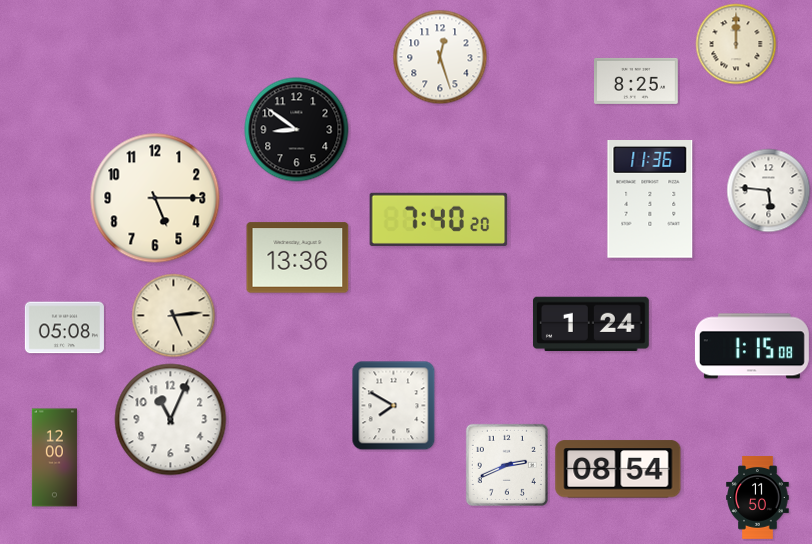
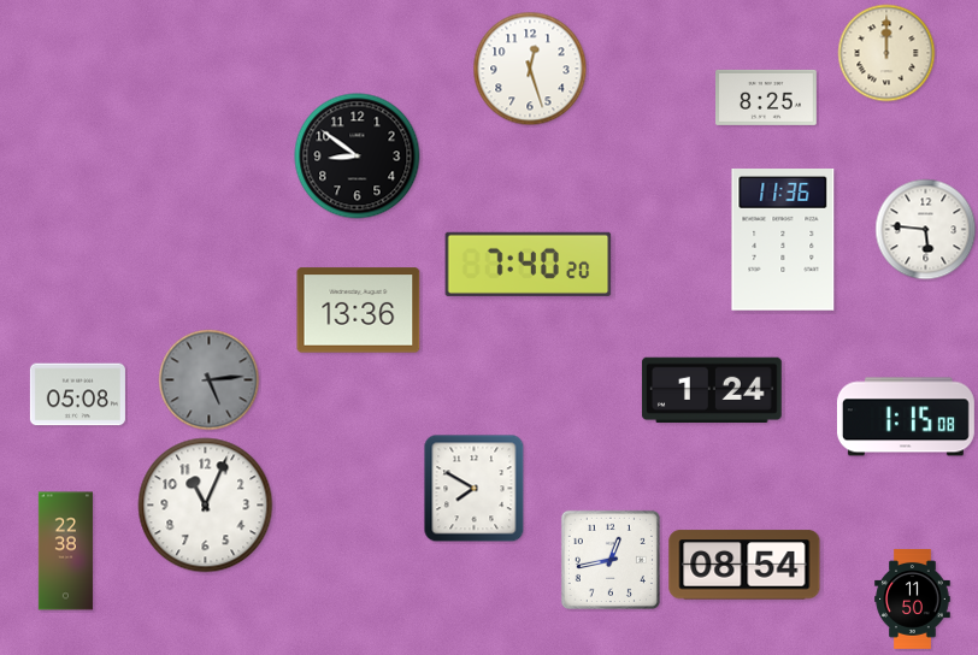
clock at (155, 198): 5:15 -> none
clock at (174, 316) dial: cream -> grey
clock at (54, 458): 12:00 -> 22:38
clock at (507, 465): 2:41 -> 12:43
